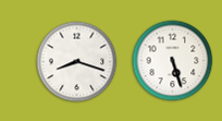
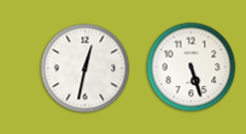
clock at (77, 62): 8:18 -> 12:32
